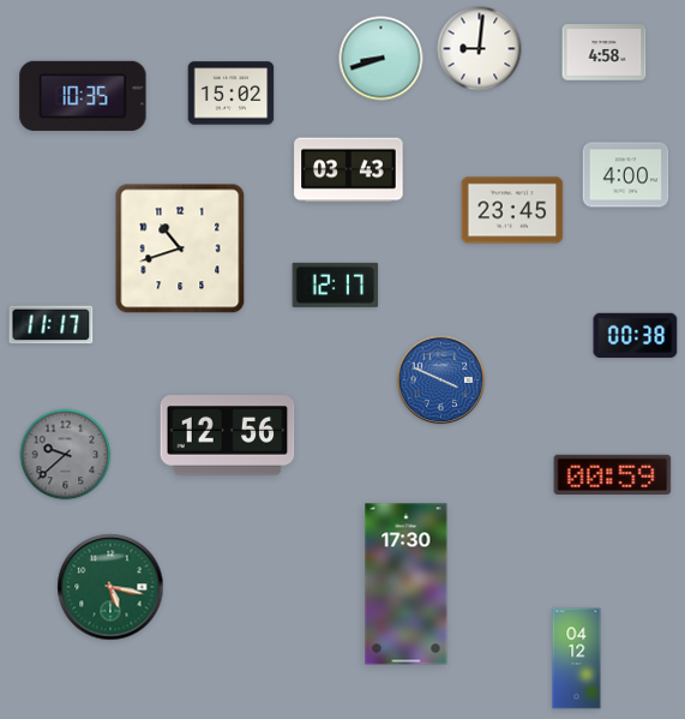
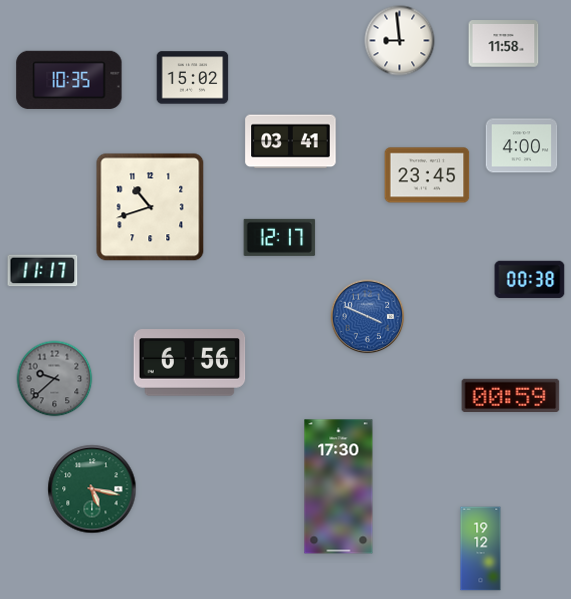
clock at (480, 49): 9:01 -> 8:59
clock at (605, 53): 4:58 -> 11:58
clock at (381, 59): 8:42 -> none
clock at (349, 170): 03:43 -> 03:41
clock at (228, 436): 12:56 -> 6:56
clock at (577, 659): 04:12 -> 19:12
